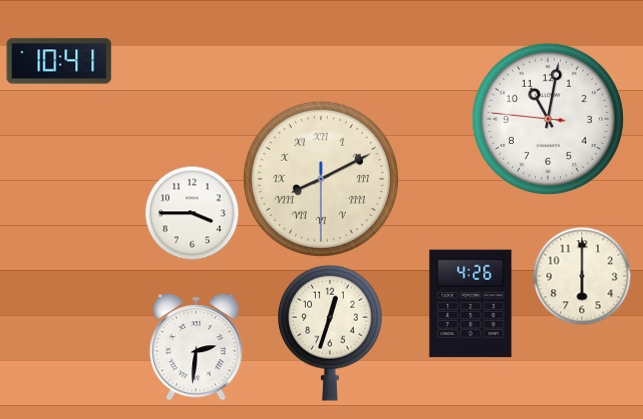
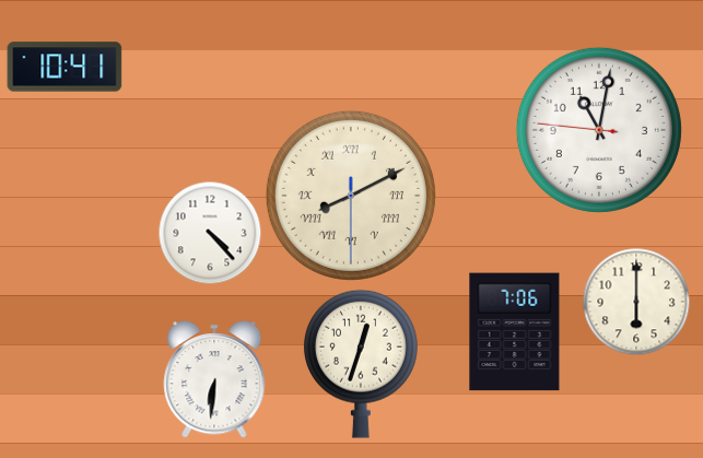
clock at (192, 213): 3:45 -> 4:23
clock at (471, 304): 4:26 -> 7:06
clock at (196, 347): 2:31 -> 6:31
